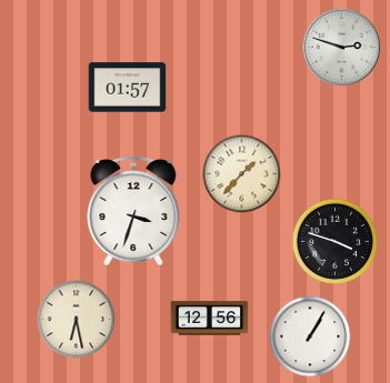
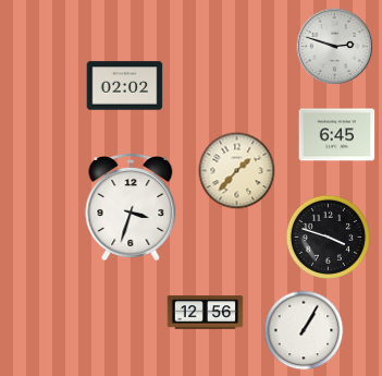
clock at (128, 88): 01:57 -> 02:02
clock at (337, 135): none -> 6:45
clock at (77, 320): 6:28 -> none
